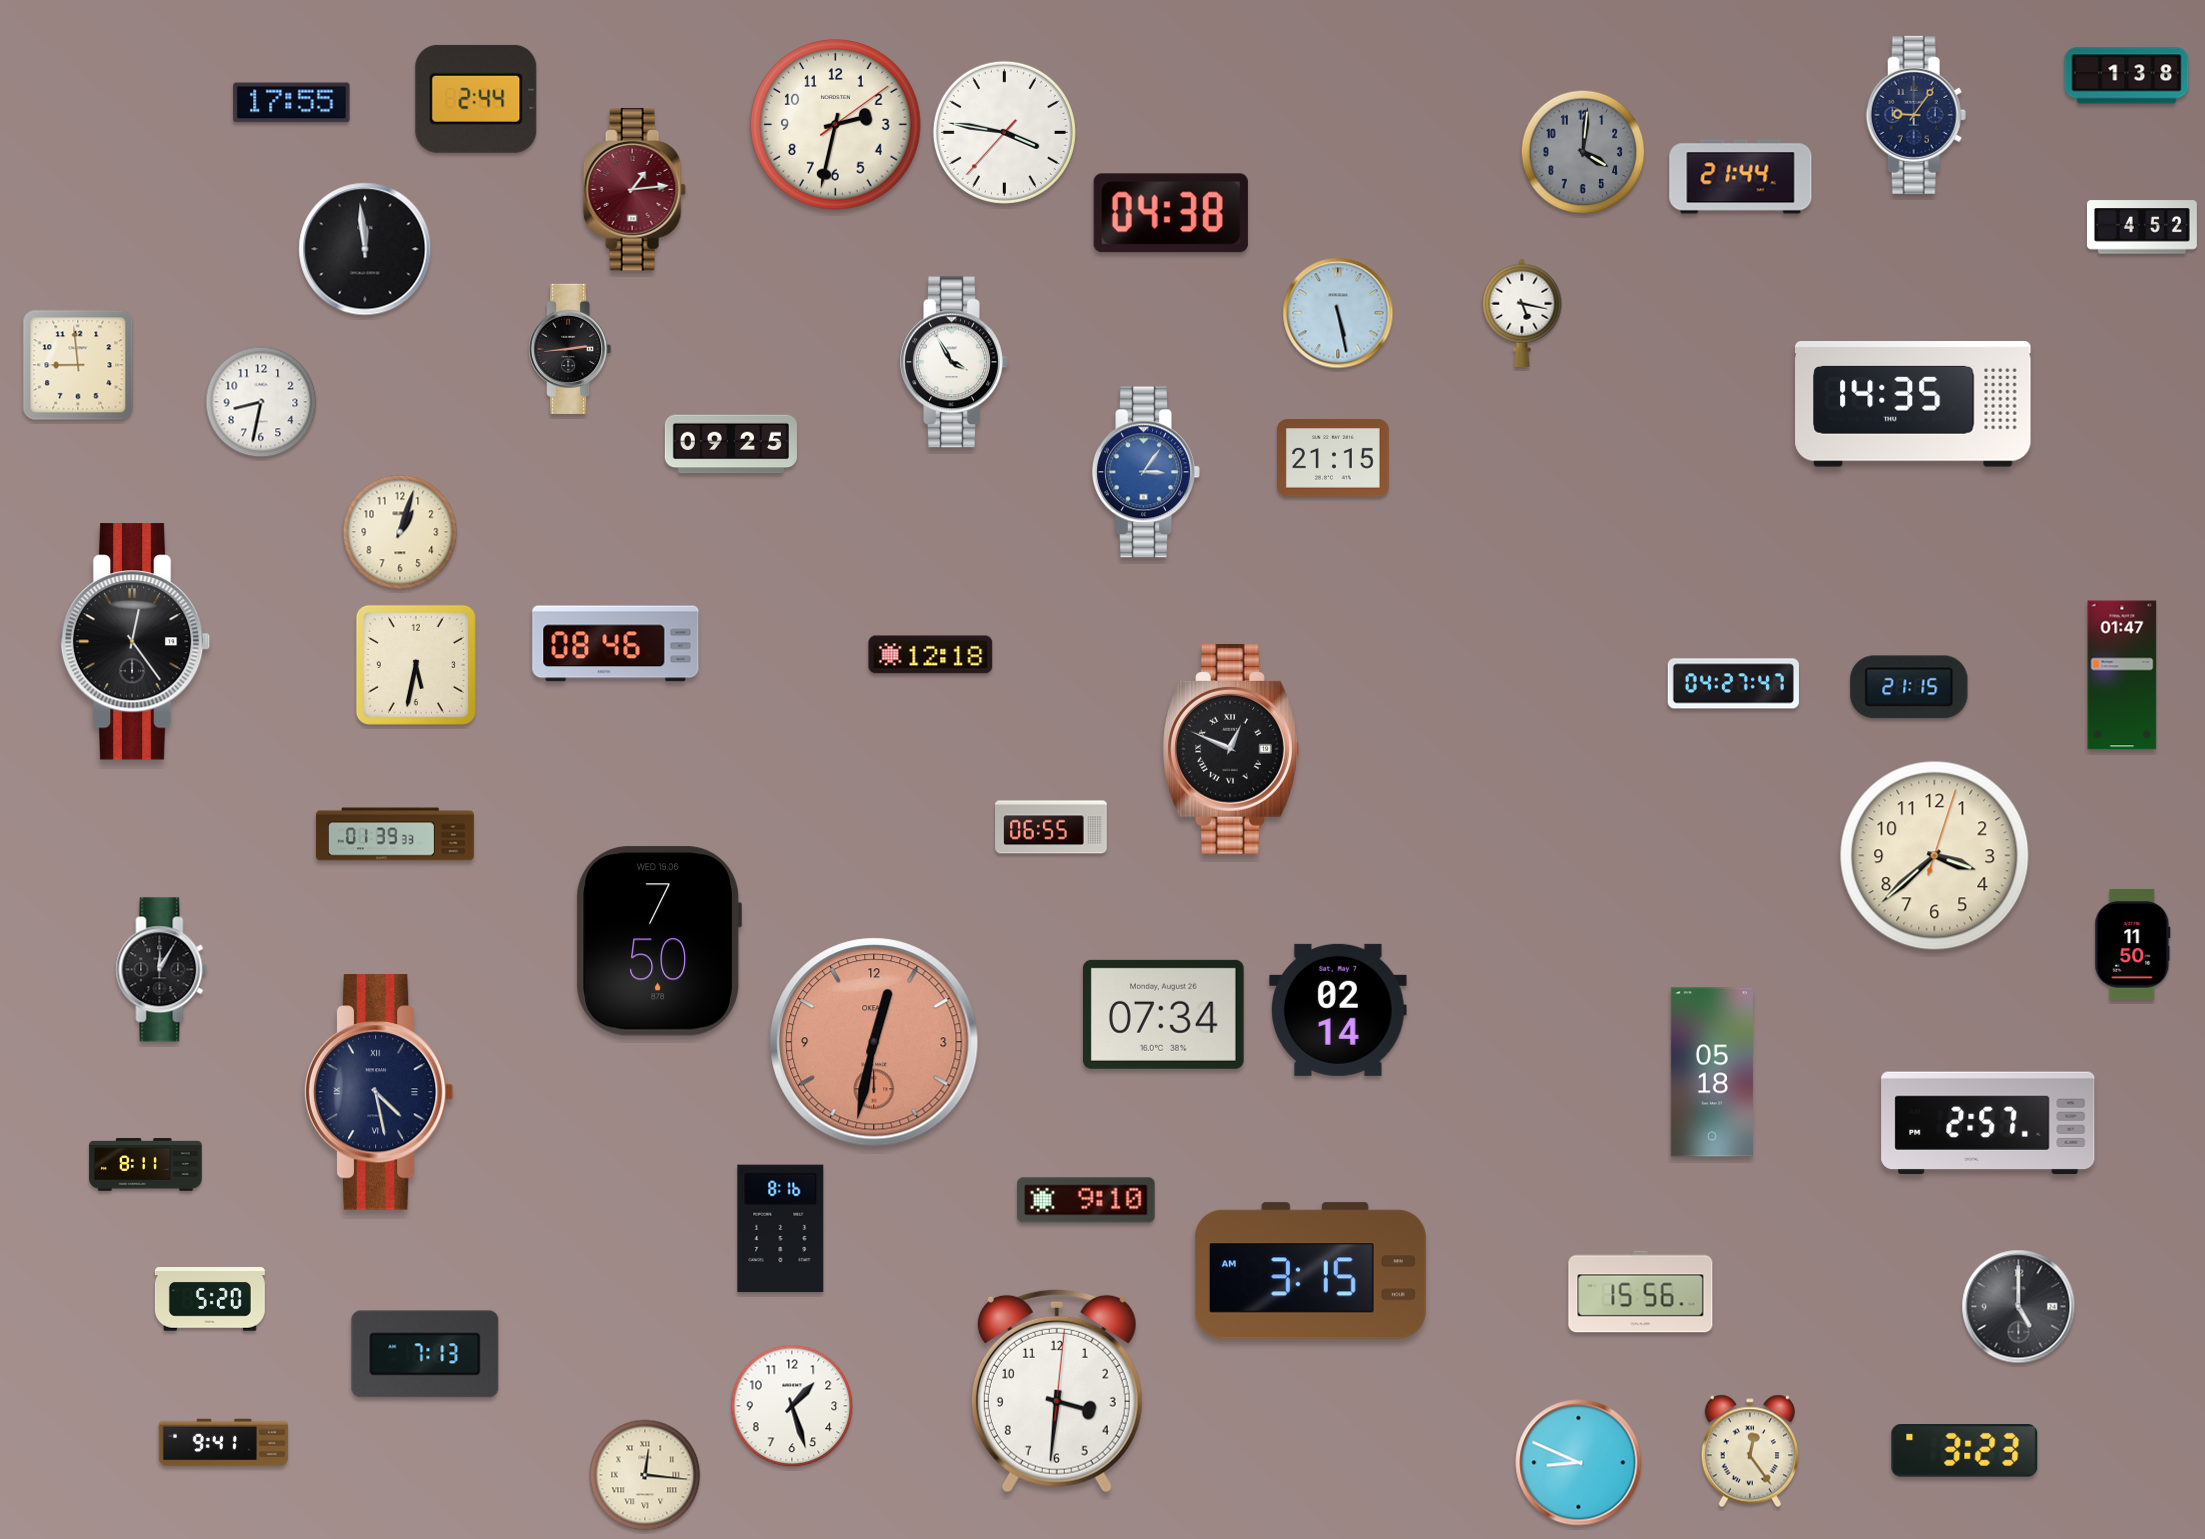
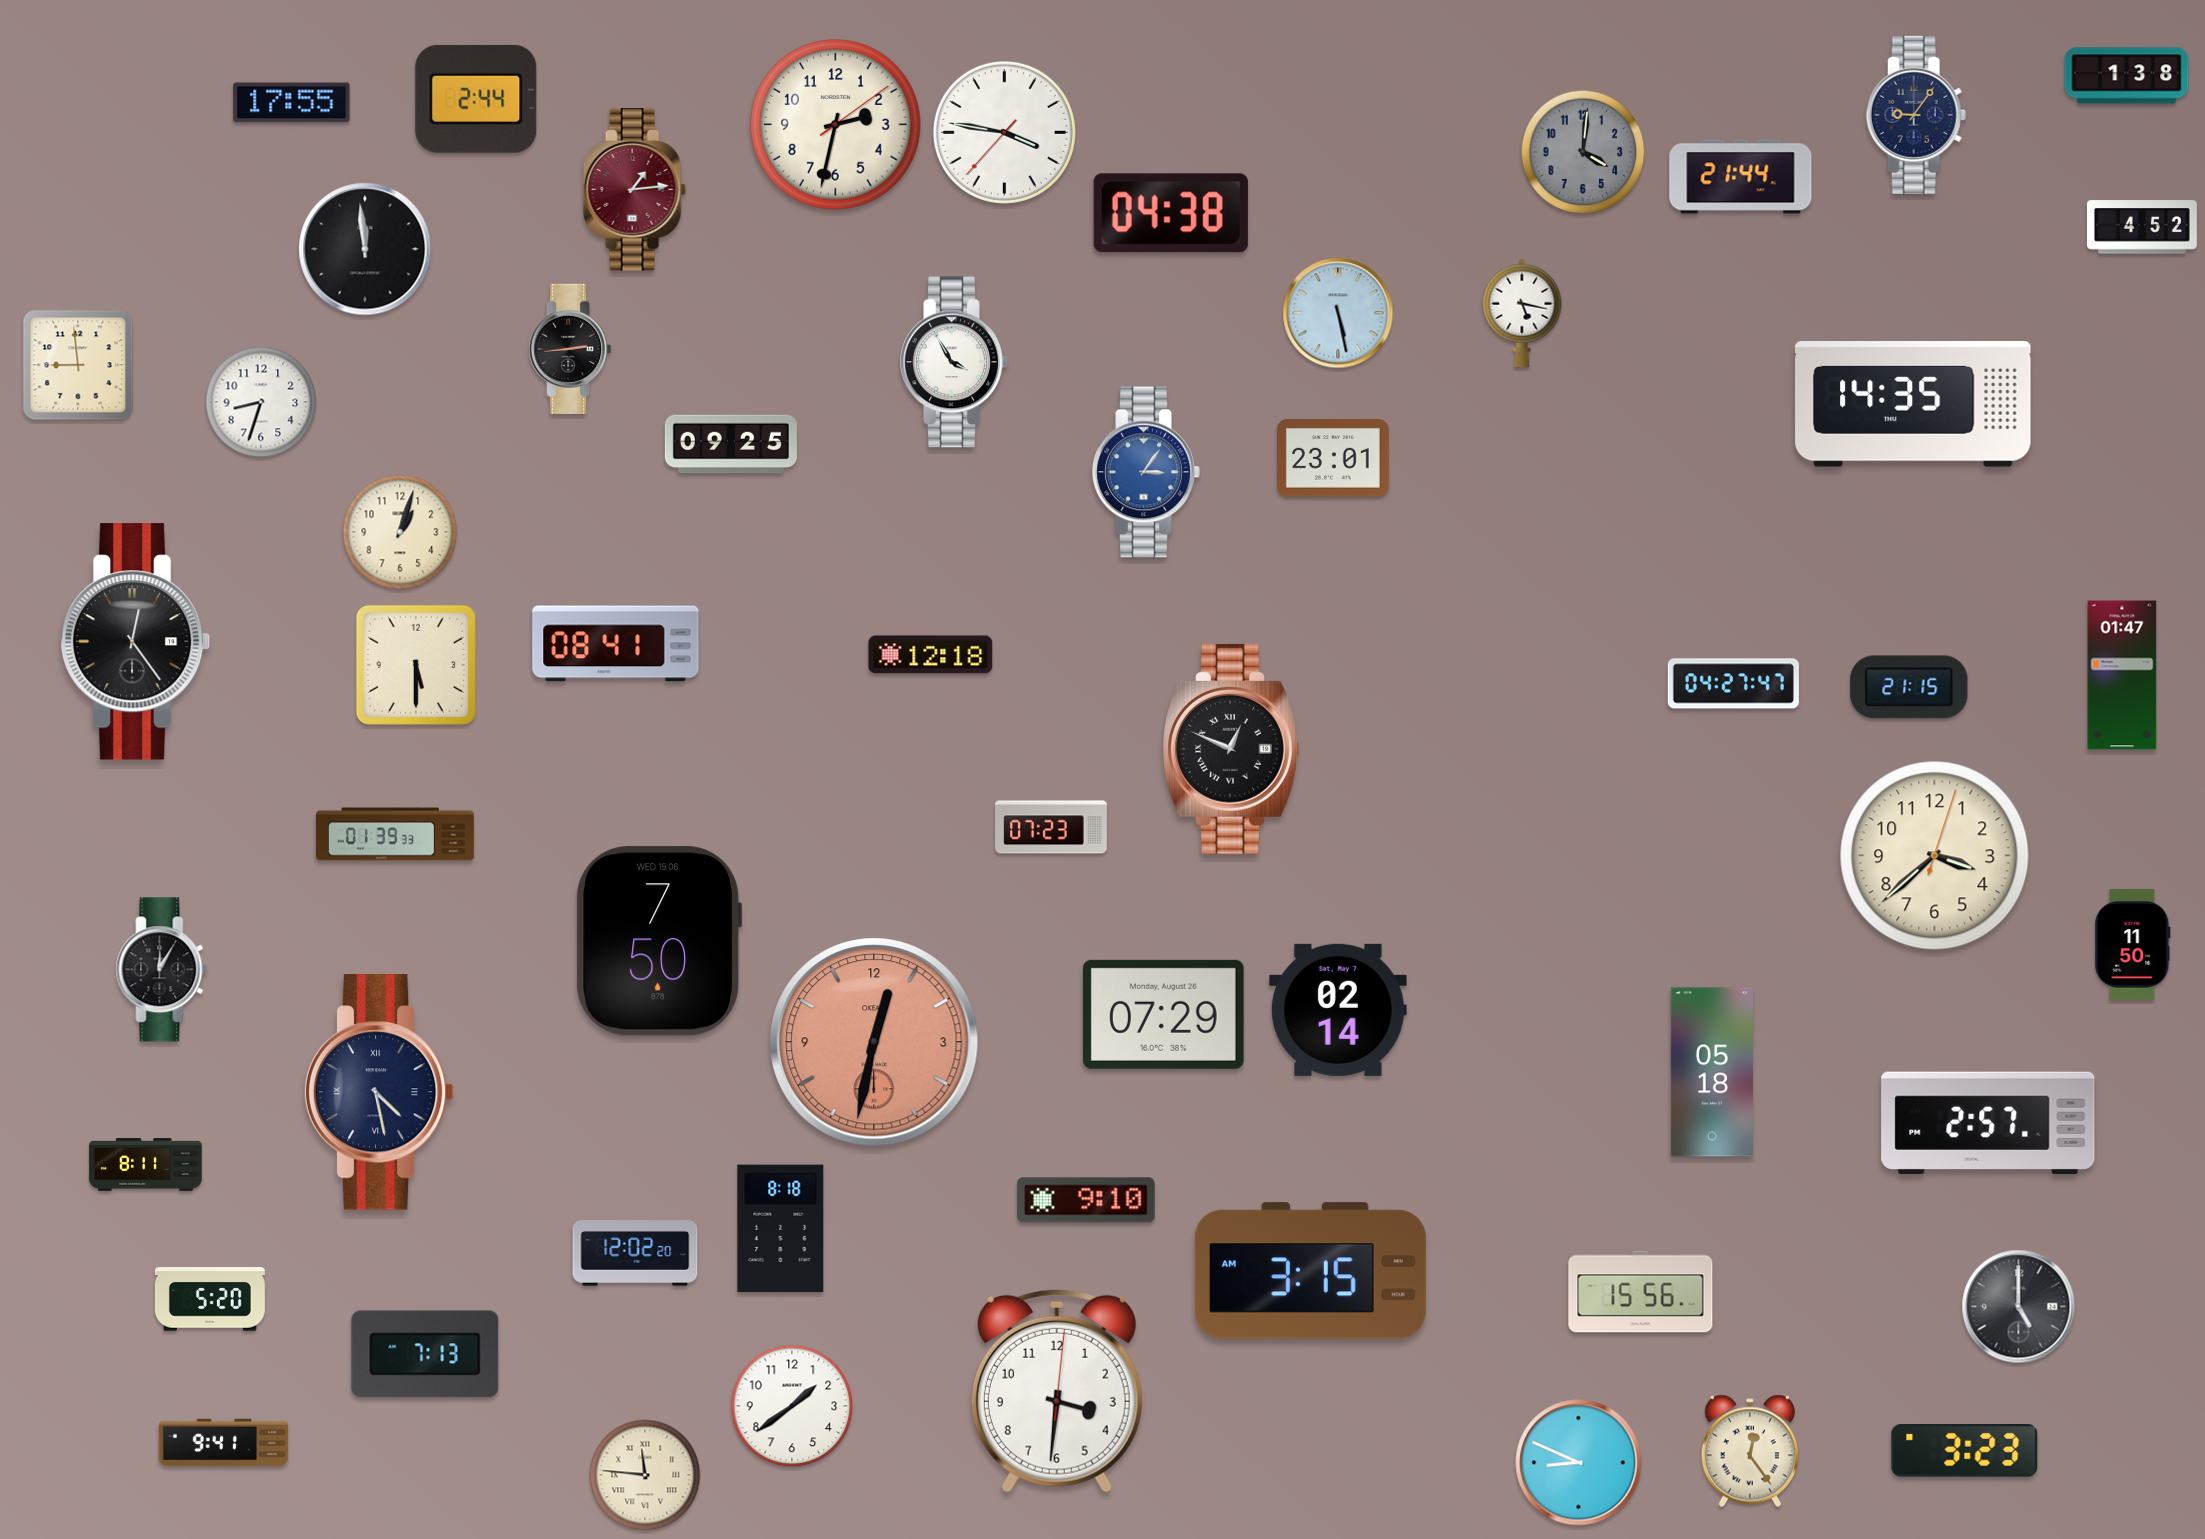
clock at (261, 402): 8:32 -> 8:33
clock at (1334, 458): 21:15 -> 23:01
clock at (616, 644): 08:46 -> 08:41
clock at (416, 665): 5:32 -> 5:30
clock at (1051, 827): 06:55 -> 07:23
clock at (1163, 1014): 07:34 -> 07:29
clock at (781, 1229): 8:16 -> 8:18
clock at (635, 1253): none -> 12:02
clock at (792, 1406): 1:27 -> 1:39
clock at (645, 1475): 12:16 -> 11:46
